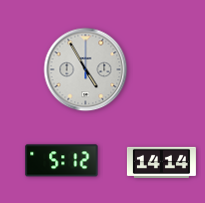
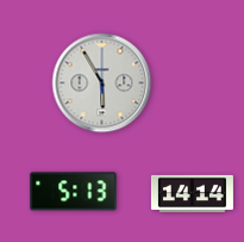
clock at (86, 70): 4:55 -> 5:55
clock at (62, 161): 5:12 -> 5:13
